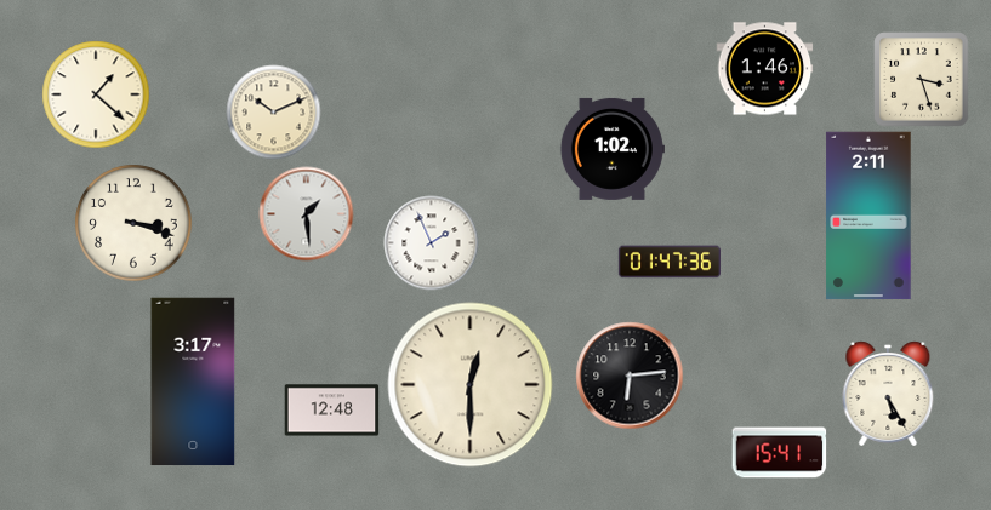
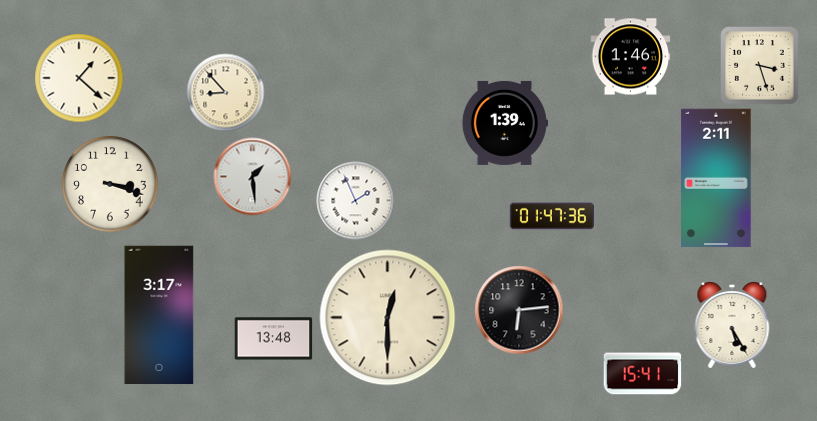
clock at (273, 111): 10:11 -> 8:53
clock at (613, 149): 1:02 -> 1:39
clock at (331, 411): 12:48 -> 13:48
